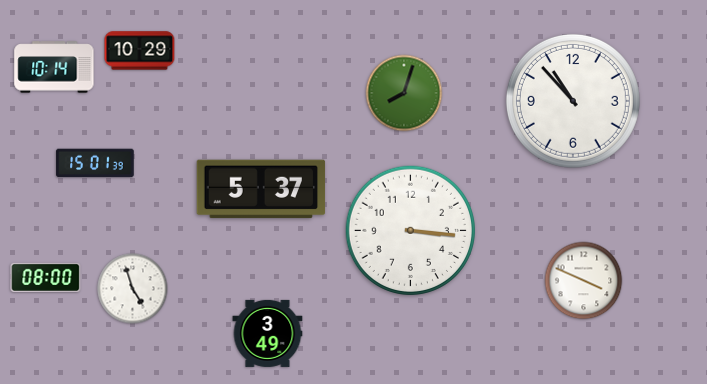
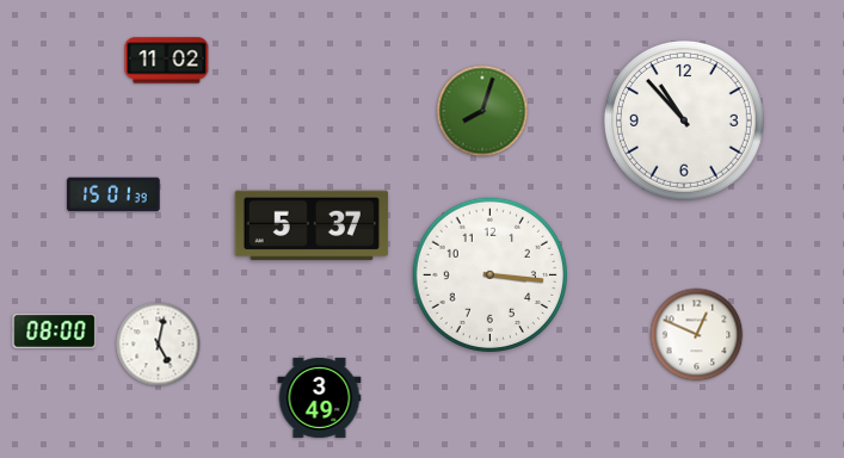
clock at (140, 51): 10:29 -> 11:02
clock at (54, 67): 10:14 -> none
clock at (584, 281): 3:49 -> 12:49
clock at (133, 289): 4:57 -> 5:02
